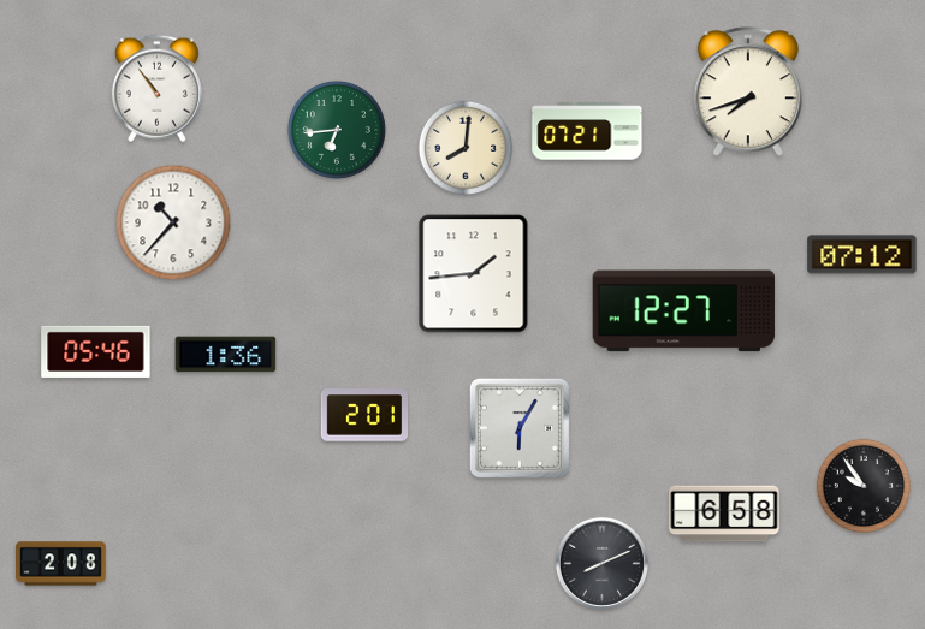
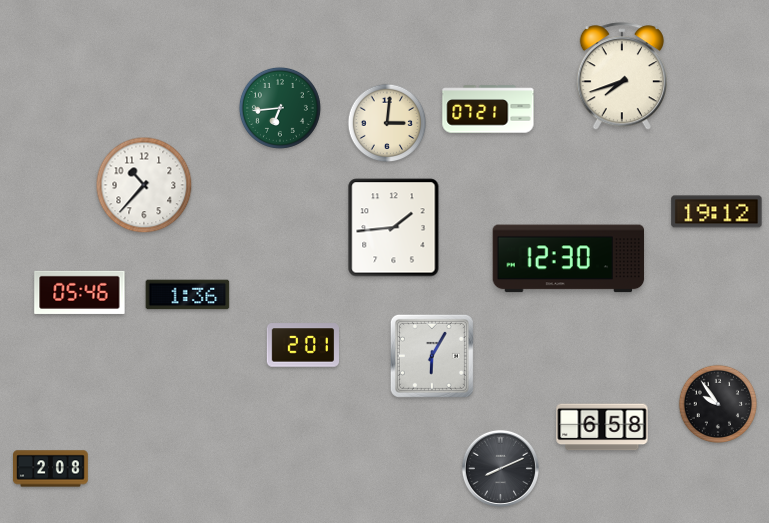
clock at (156, 89): 10:54 -> none
clock at (466, 148): 8:01 -> 3:01
clock at (862, 255): 07:12 -> 19:12
clock at (684, 311): 12:27 -> 12:30
